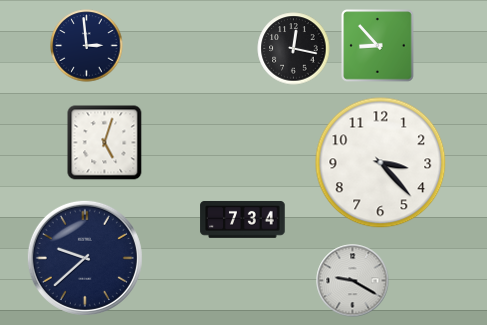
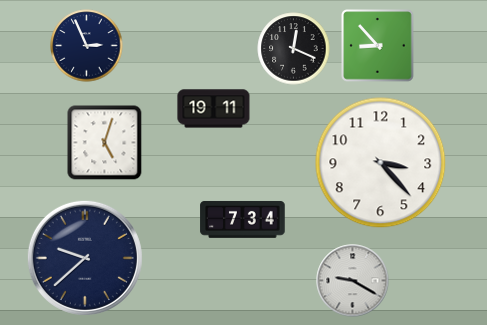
clock at (87, 46): 2:59 -> 2:56
clock at (294, 49): 12:17 -> 12:19
clock at (214, 109): none -> 19:11
